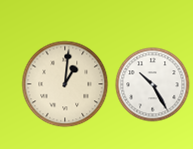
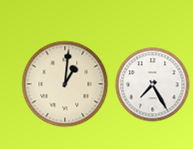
clock at (153, 85): 10:25 -> 7:25
